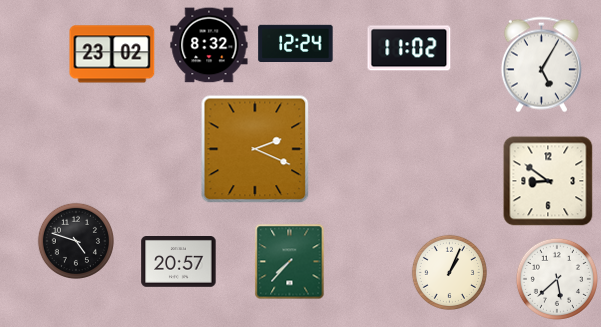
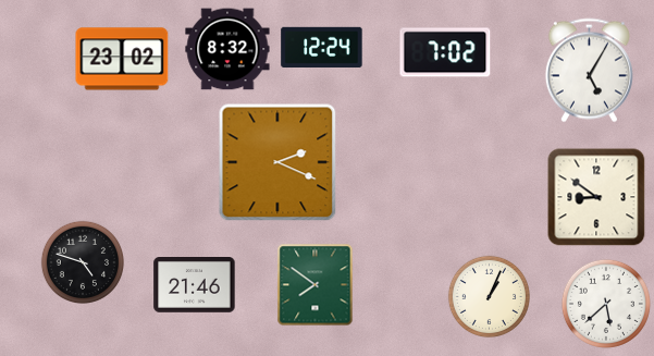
clock at (409, 48): 11:02 -> 7:02
clock at (179, 262): 20:57 -> 21:46
clock at (290, 262): 7:37 -> 7:51
